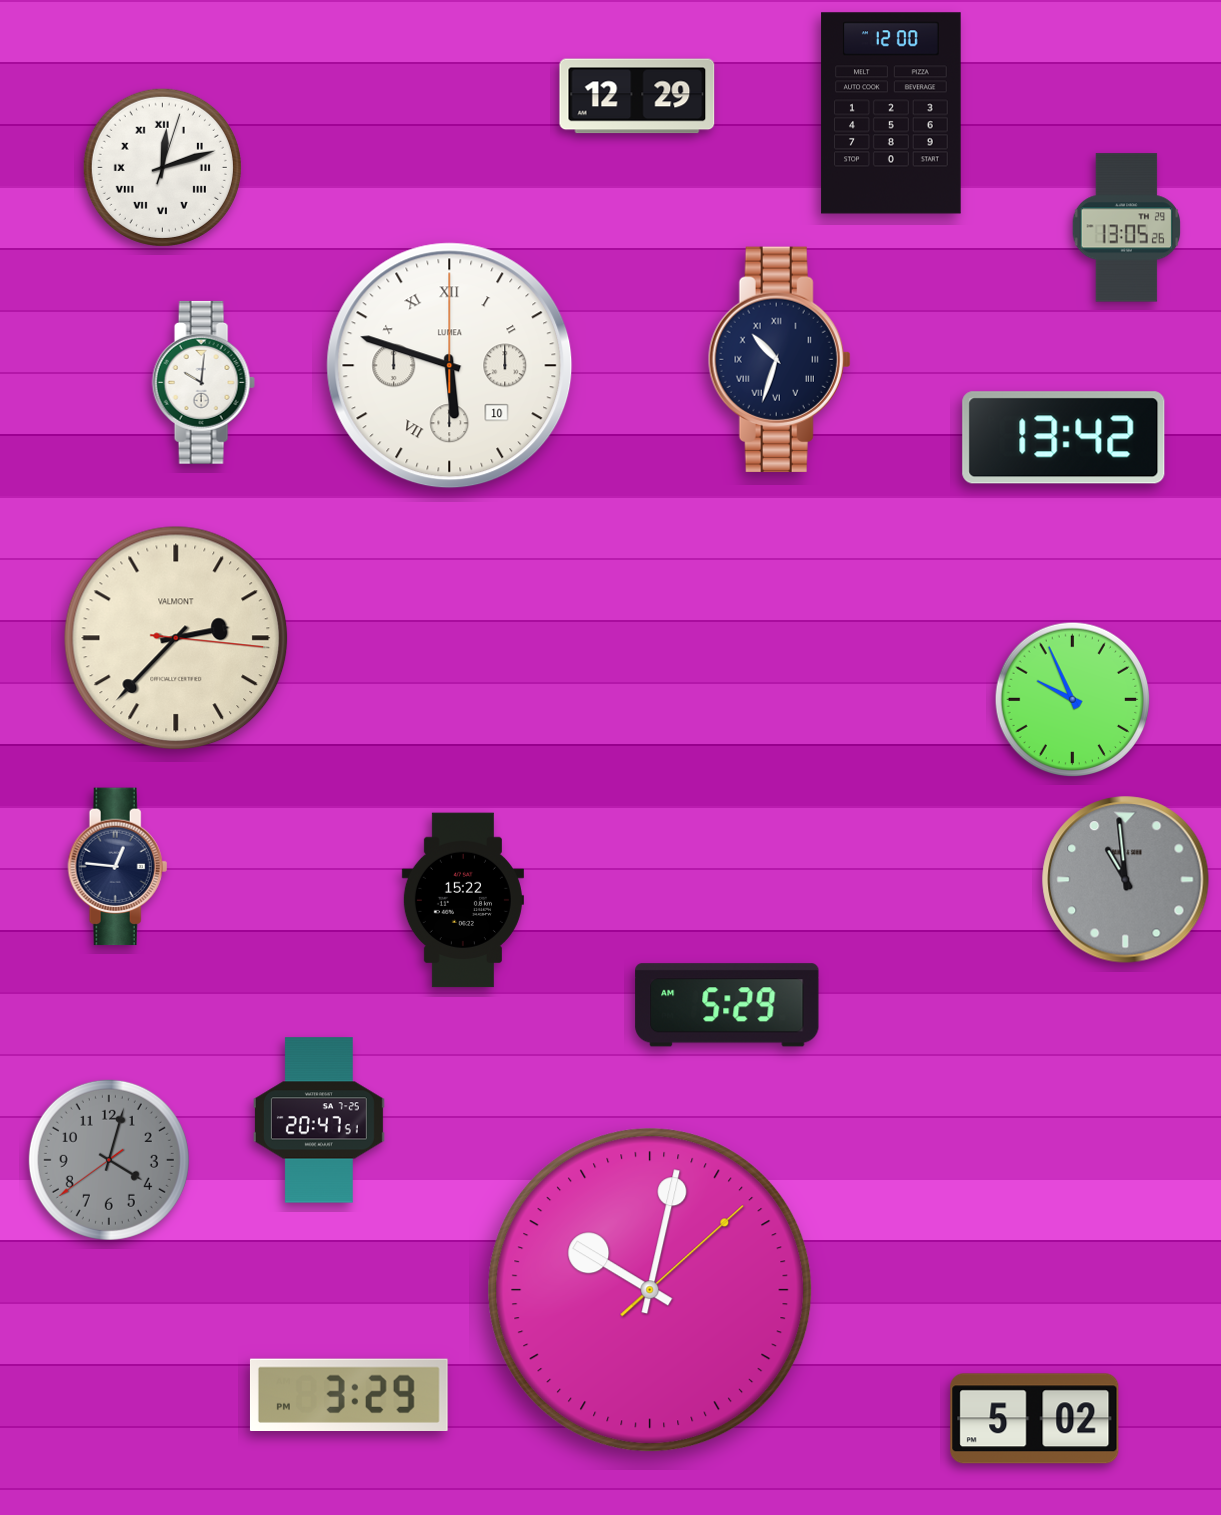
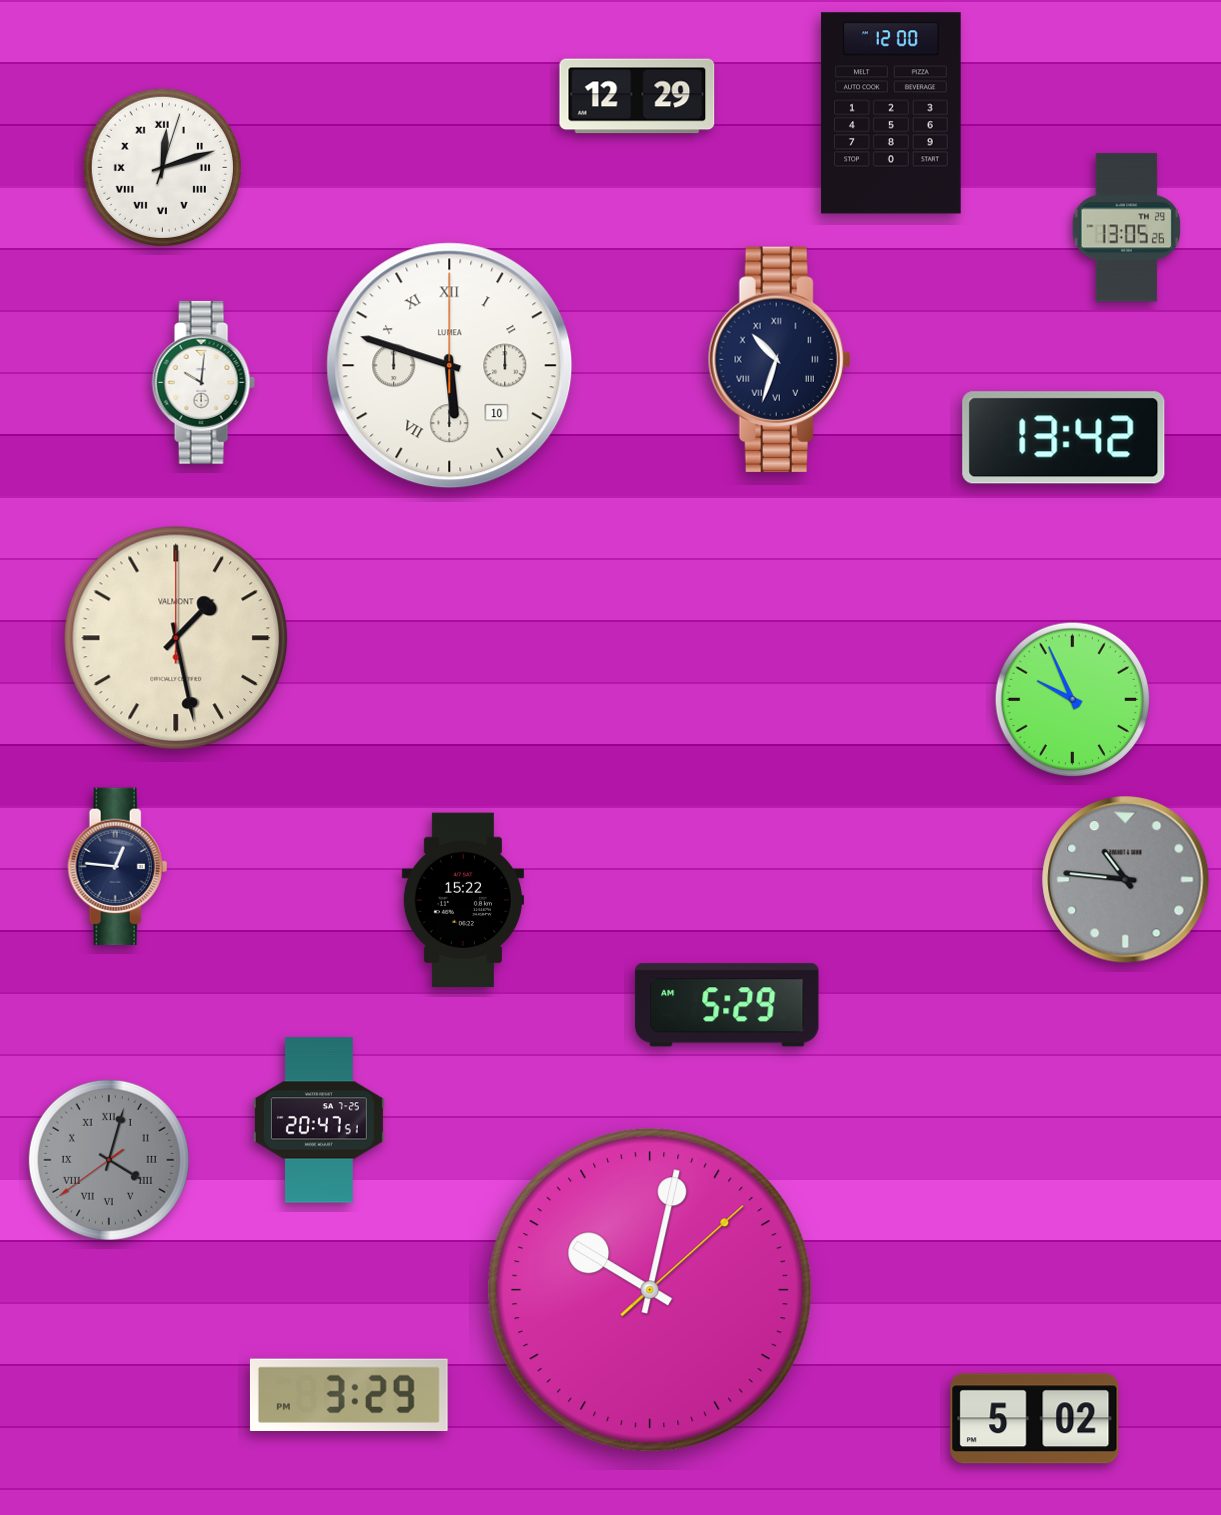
clock at (176, 638): 2:37 -> 1:28
clock at (1126, 880): 10:59 -> 10:46
clock at (109, 1160) numerals: Arabic -> Roman
